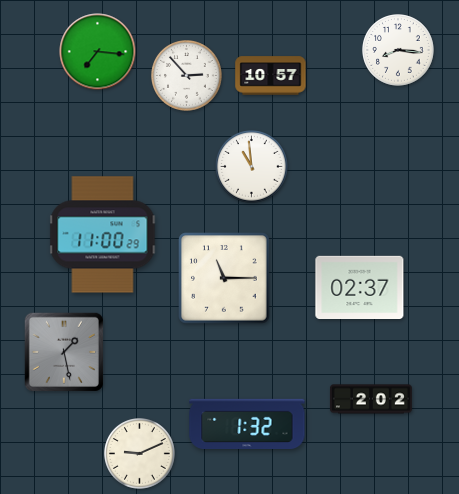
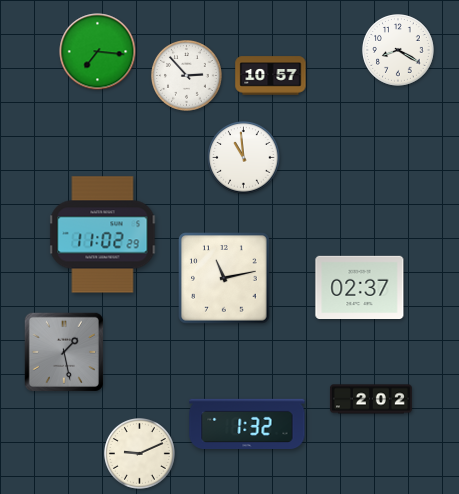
clock at (398, 50): 8:16 -> 8:20
clock at (252, 167) position: (252, 167) -> (244, 158)
clock at (103, 235): 11:00 -> 11:02
clock at (224, 278): 11:15 -> 11:13
